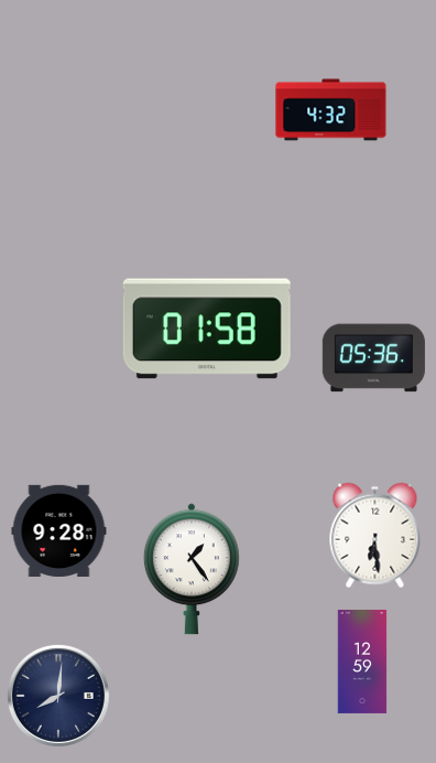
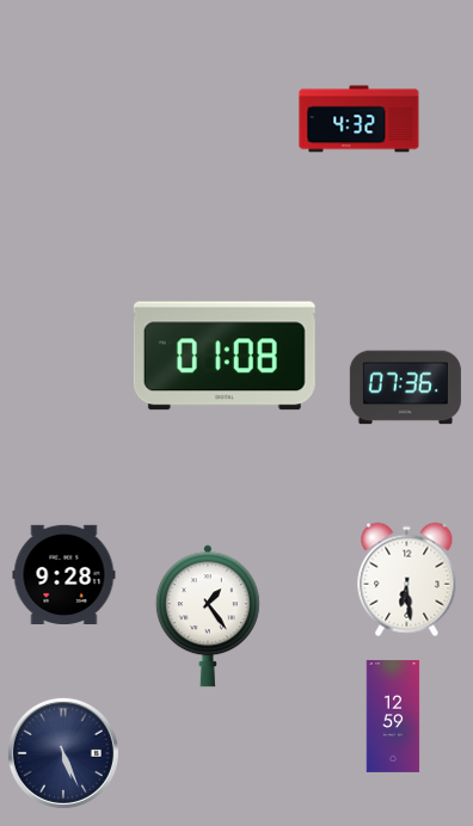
clock at (207, 329): 01:58 -> 01:08
clock at (373, 358): 05:36 -> 07:36
clock at (58, 696): 8:01 -> 5:26
